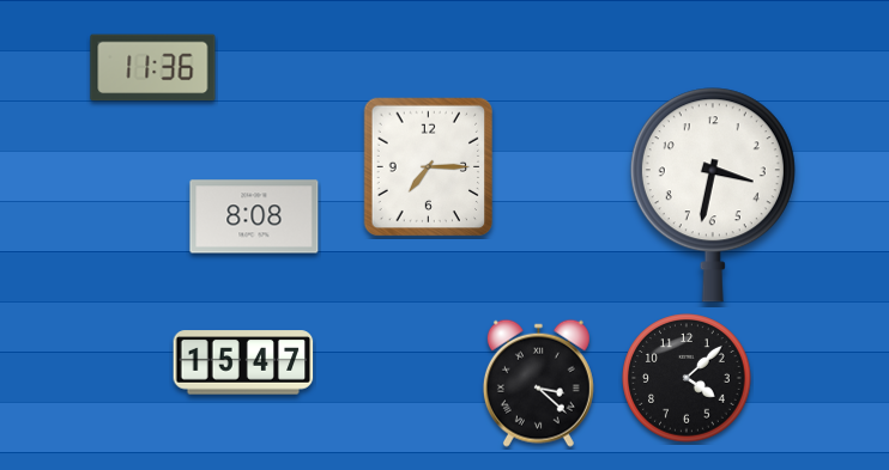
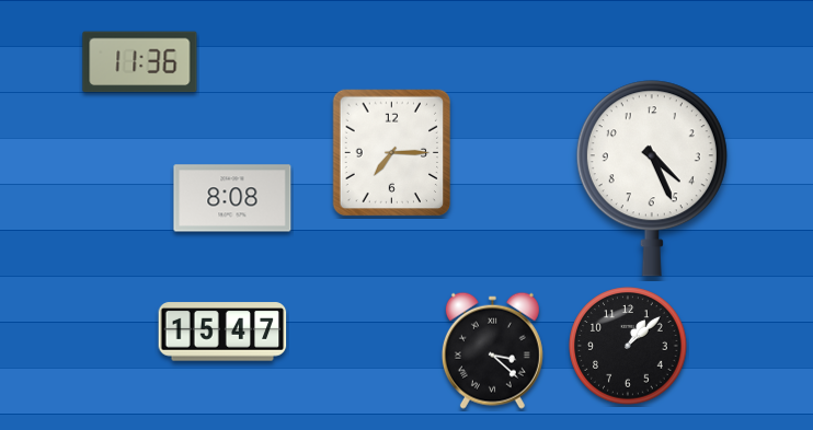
clock at (713, 195): 3:32 -> 4:26
clock at (687, 378): 4:08 -> 1:08
